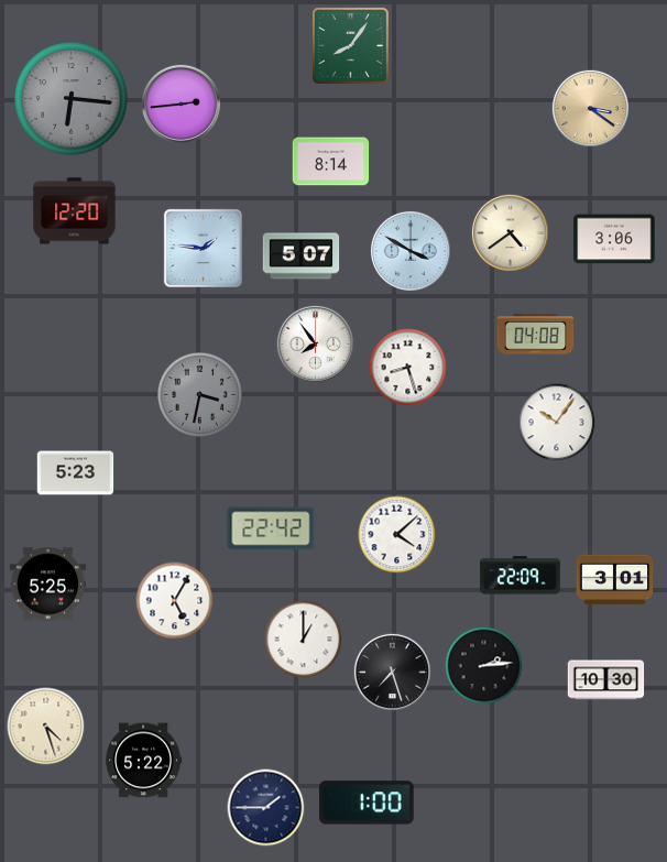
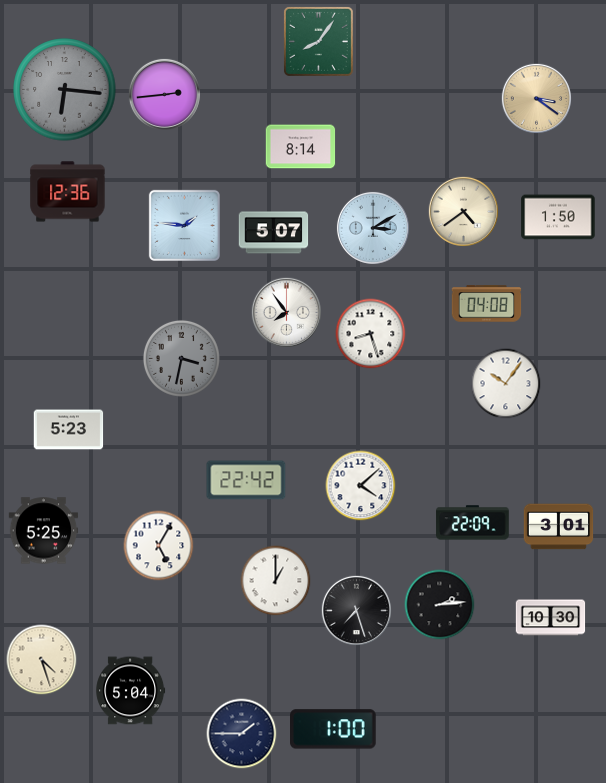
clock at (75, 211): 12:20 -> 12:36
clock at (614, 239): 3:06 -> 1:50
clock at (411, 251): 3:50 -> 3:10
clock at (144, 761): 5:22 -> 5:04
